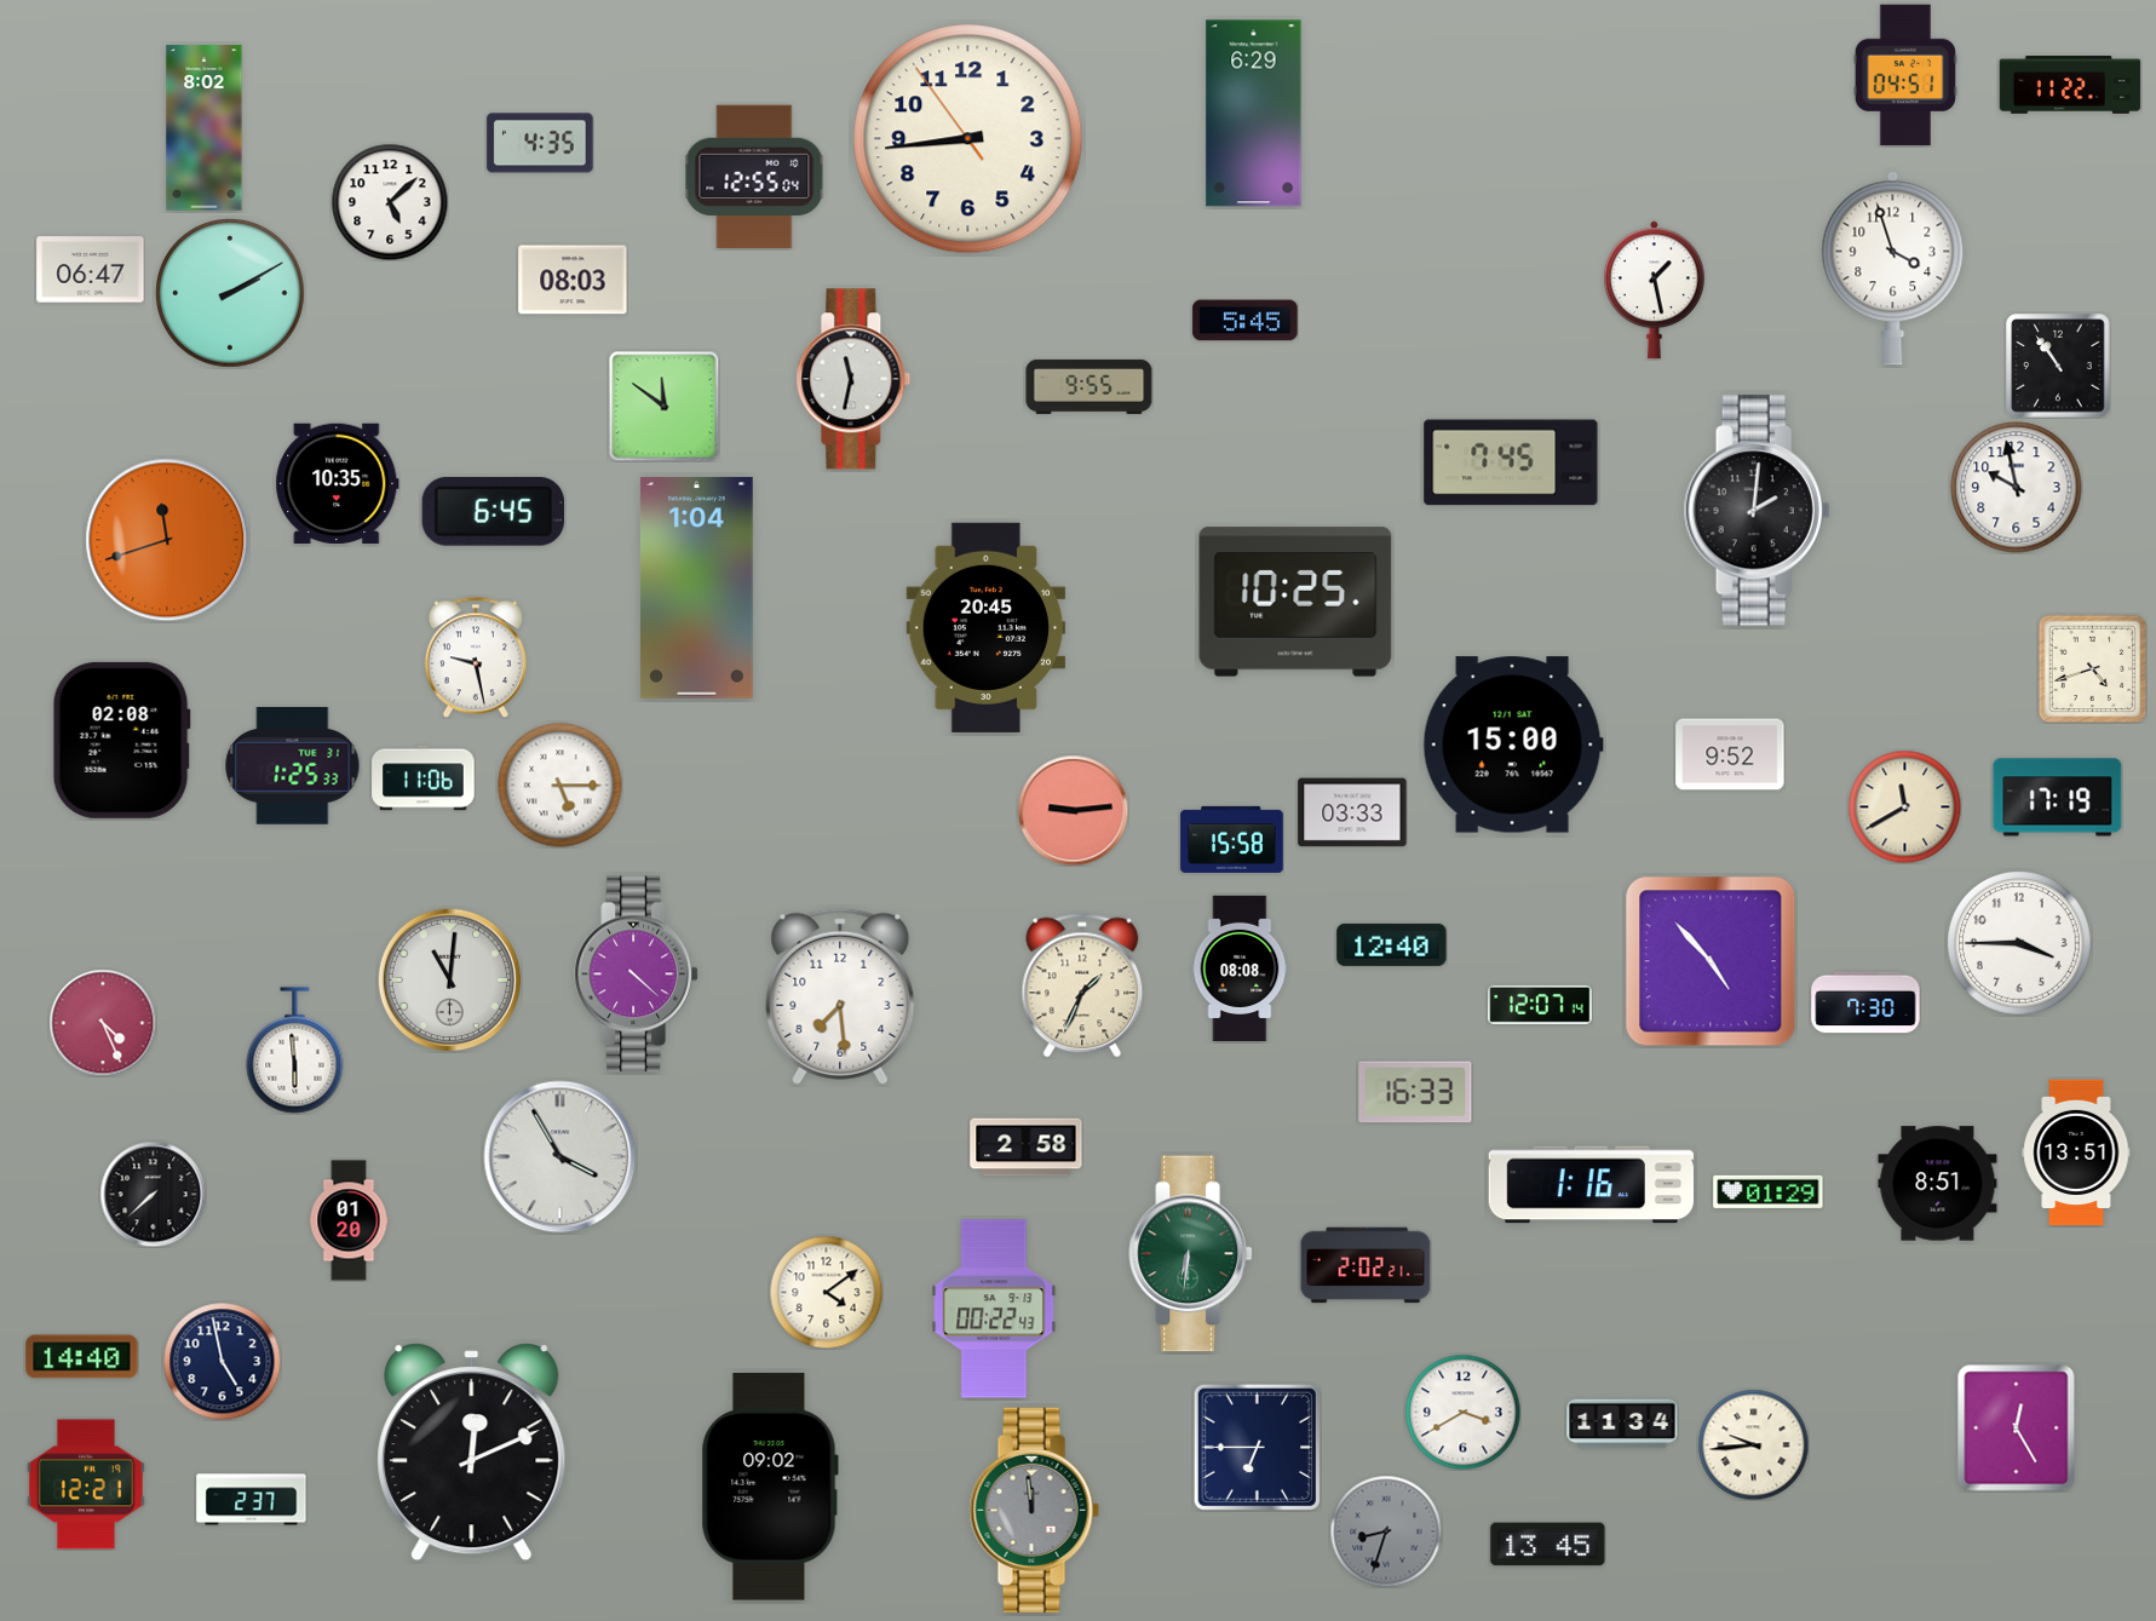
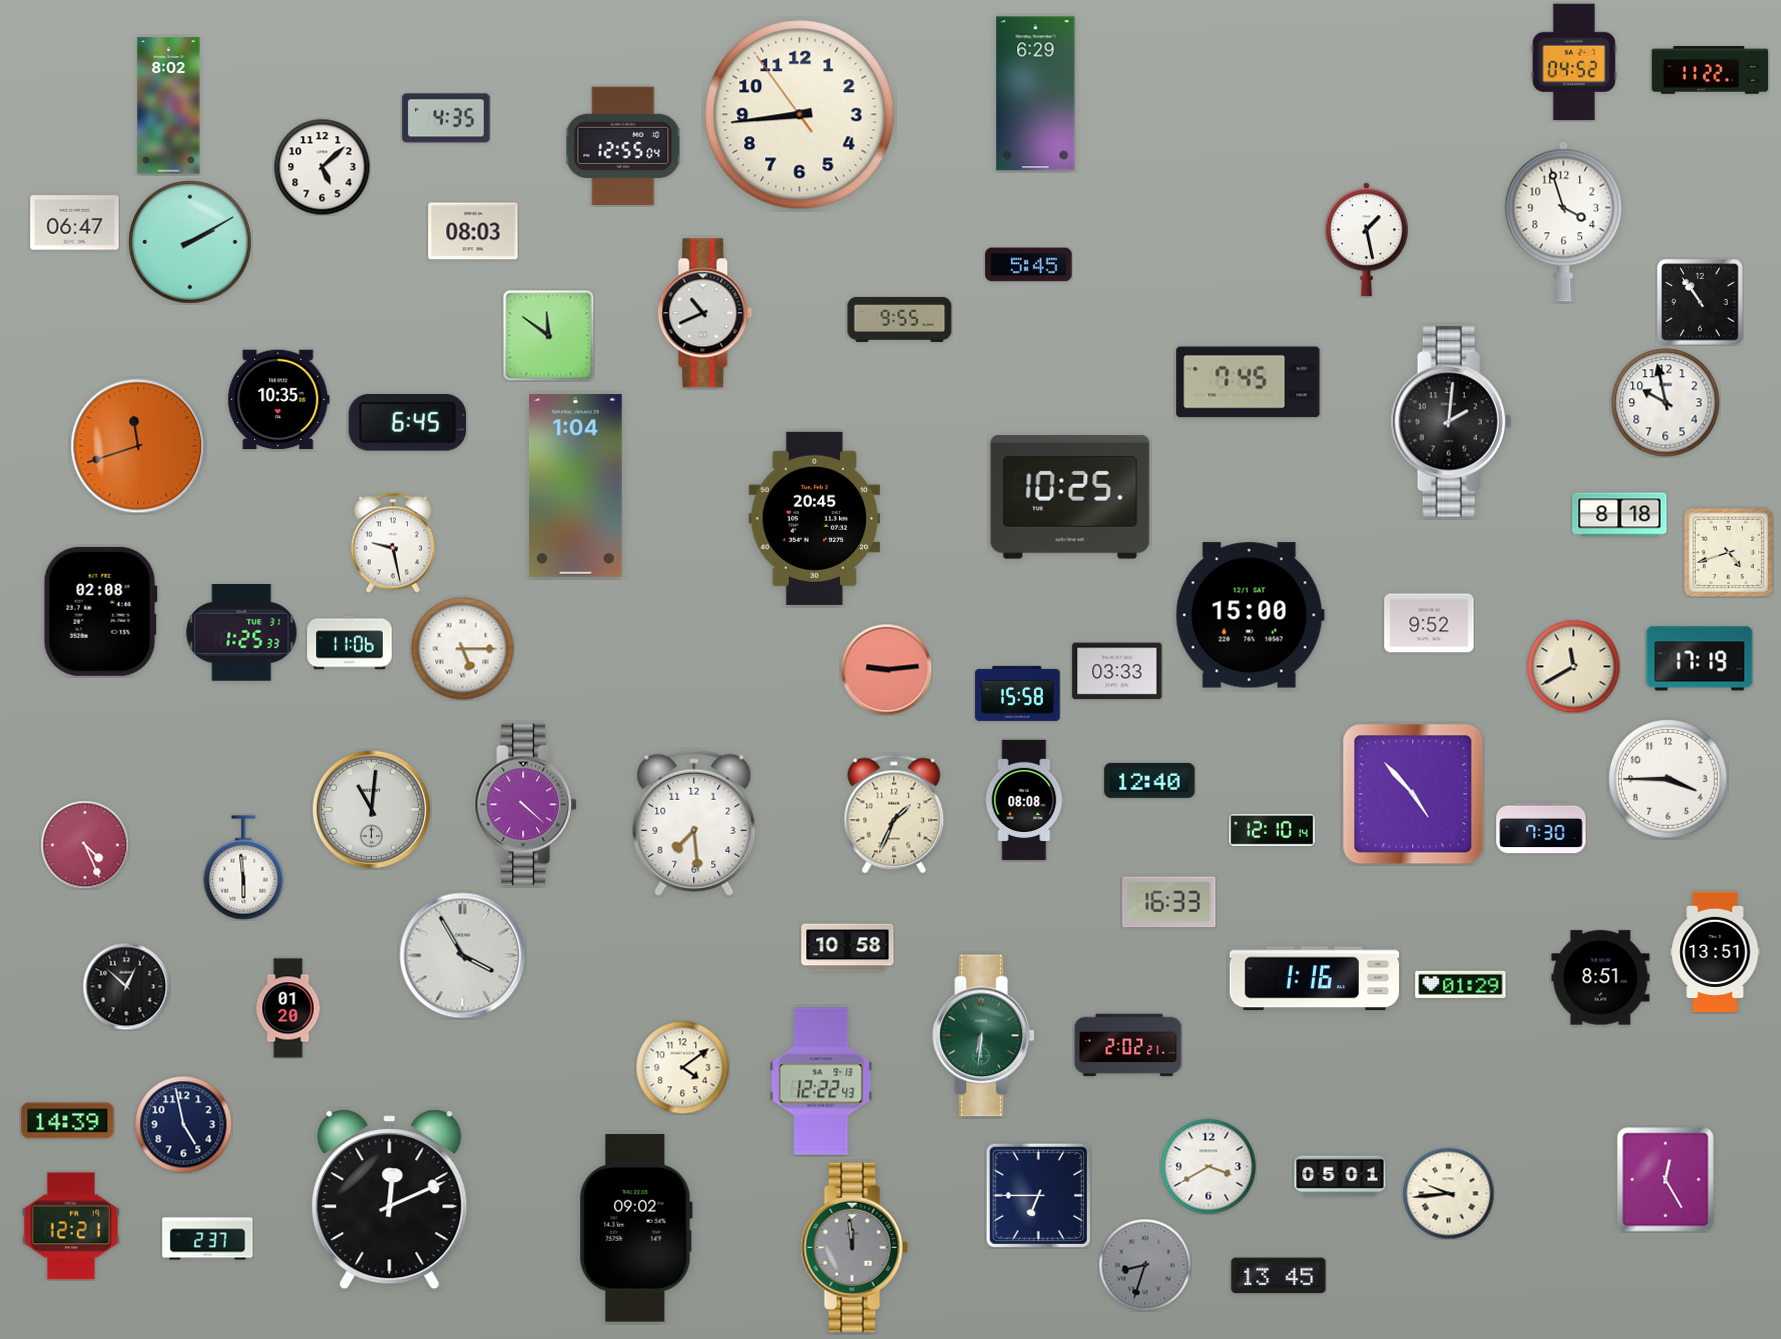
clock at (1905, 75): 04:51 -> 04:52
clock at (853, 379): 11:32 -> 10:41
clock at (1620, 515): none -> 8:18
clock at (1540, 1005): 12:07 -> 12:10
clock at (1027, 1148): 2:58 -> 10:58
clock at (153, 1194): 7:38 -> 12:52
clock at (994, 1309): 00:22 -> 12:22
clock at (82, 1357): 14:40 -> 14:39
clock at (1622, 1424): 11:34 -> 05:01
